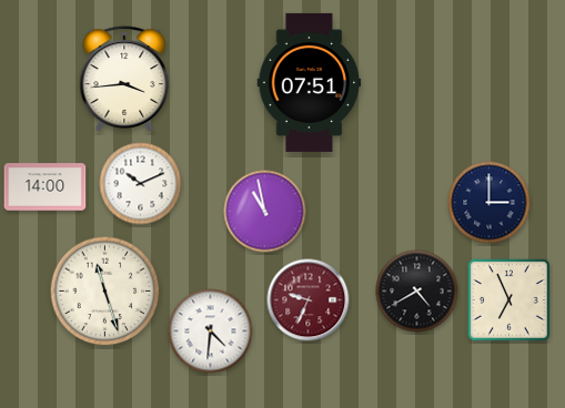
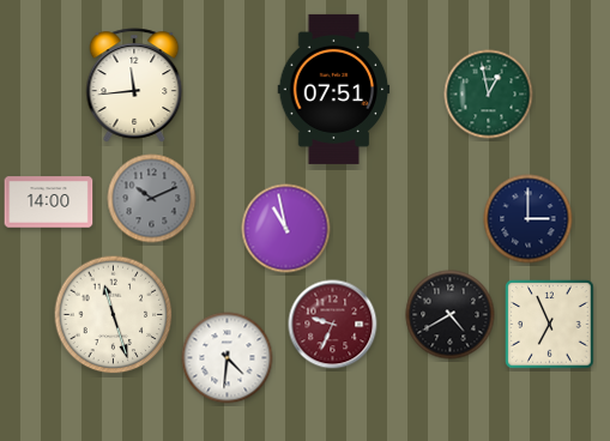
clock at (124, 79): 3:44 -> 11:44
clock at (489, 95): none -> 12:58
clock at (141, 184) dial: white -> grey
